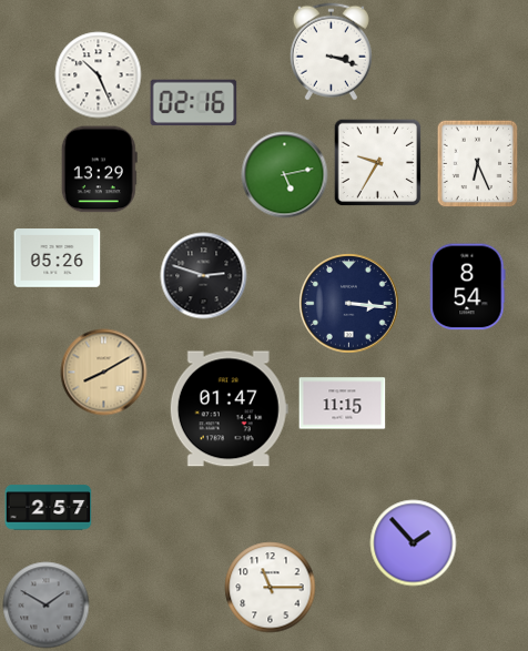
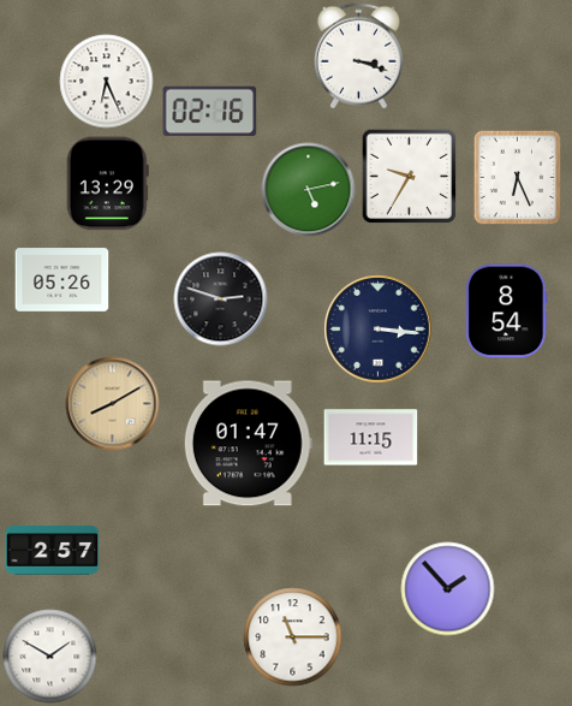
clock at (98, 74): 10:26 -> 6:26
clock at (45, 604) dial: grey -> white
